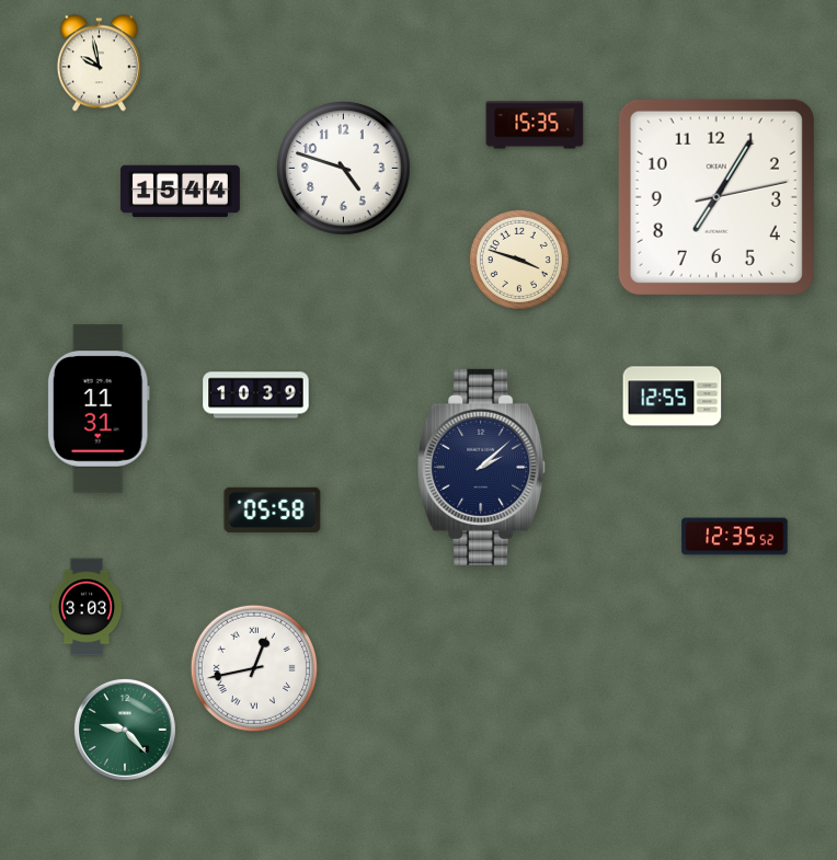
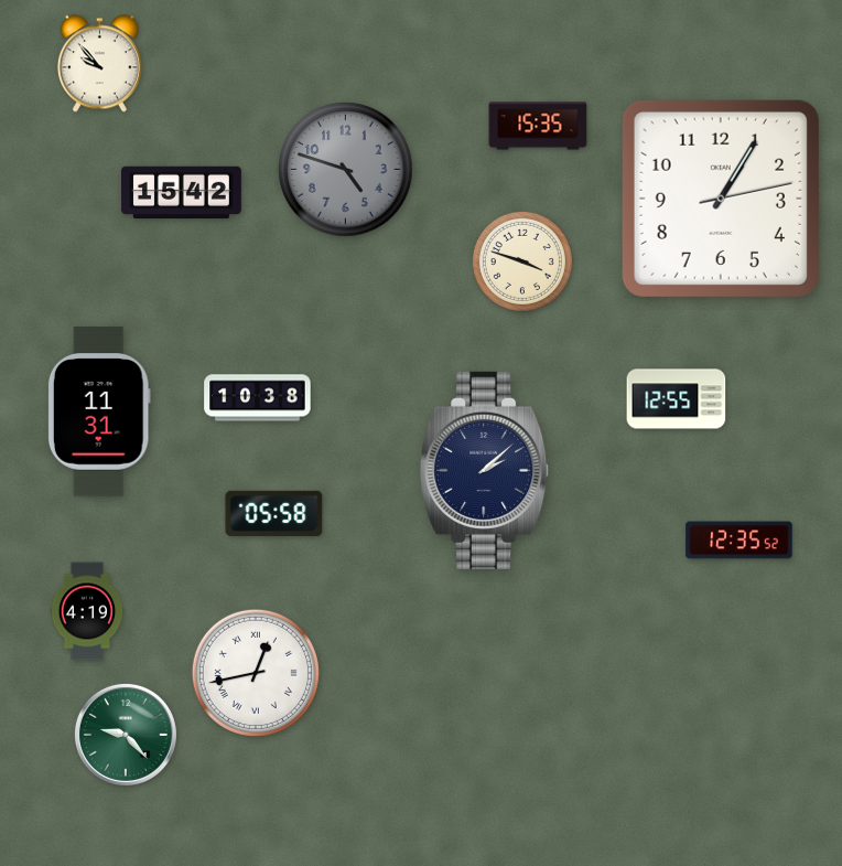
clock at (99, 64): 9:58 -> 9:53
clock at (344, 169) dial: white -> grey
clock at (181, 192): 15:44 -> 15:42
clock at (716, 197): 7:05 -> 1:05
clock at (256, 395): 10:39 -> 10:38
clock at (87, 607): 3:03 -> 4:19
